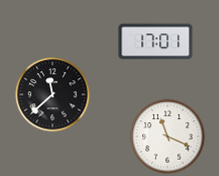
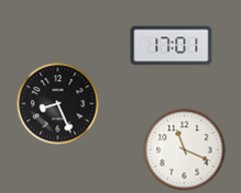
clock at (53, 95): 11:38 -> 8:26
